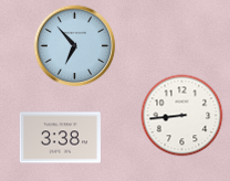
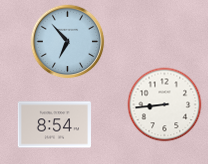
clock at (60, 138): 3:38 -> 8:54
